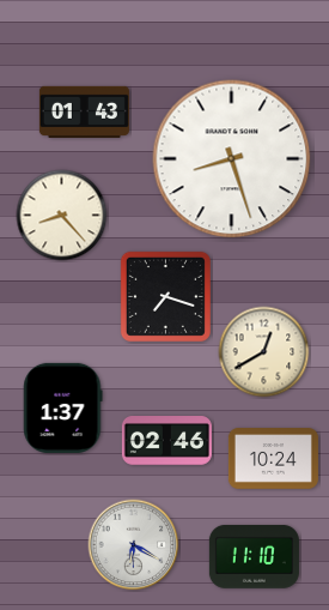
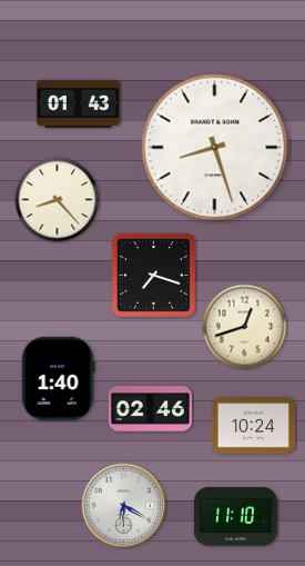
clock at (264, 352): 12:40 -> 12:42
clock at (63, 407): 1:37 -> 1:40
clock at (166, 441) position: (166, 441) -> (150, 409)
